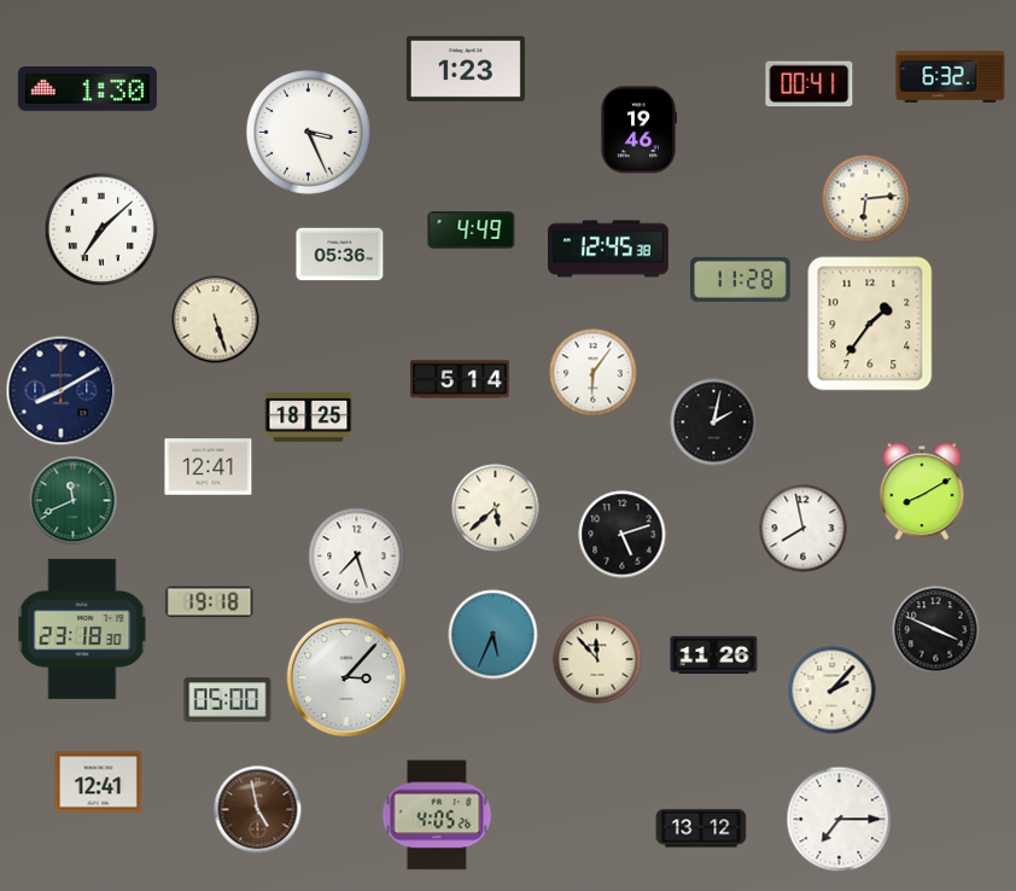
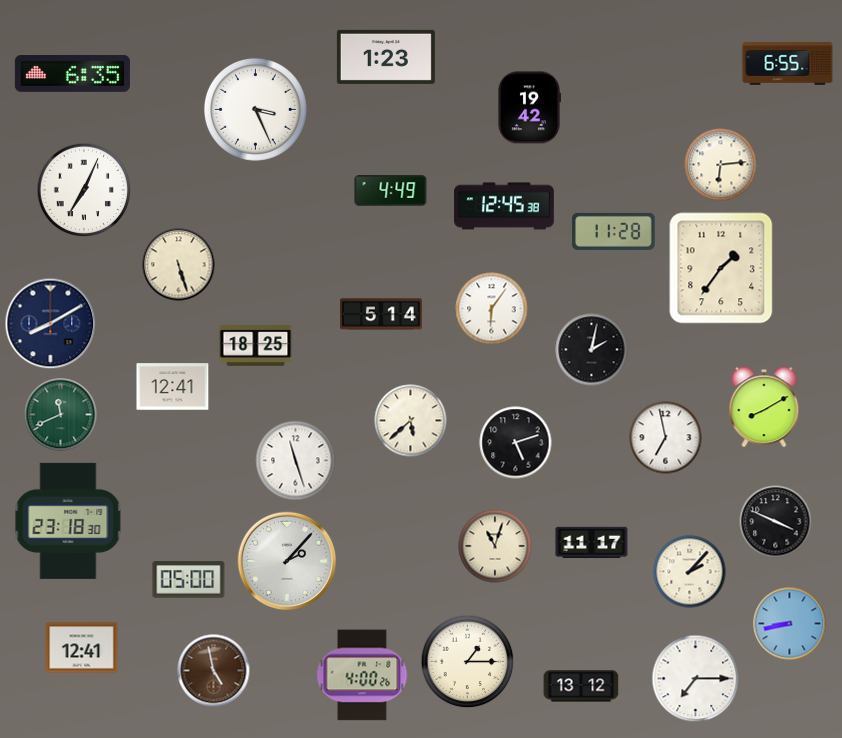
clock at (951, 77): 6:32 -> 6:55
clock at (810, 85): 00:41 -> none
clock at (87, 89): 1:30 -> 6:35
clock at (637, 130): 19:46 -> 19:42
clock at (866, 199) position: (866, 199) -> (721, 165)
clock at (101, 229): 7:08 -> 7:04
clock at (340, 255): 05:36 -> none
clock at (804, 529): 7:58 -> 6:58
clock at (357, 557): 7:27 -> 11:27
clock at (210, 602): 19:18 -> none
clock at (494, 635): 5:34 -> none
clock at (714, 656): 11:26 -> 11:17
clock at (597, 659): 11:53 -> 11:03
clock at (346, 677): 3:07 -> 2:07
clock at (790, 624): none -> 8:43
clock at (468, 662): none -> 1:15
clock at (437, 815): 4:05 -> 4:00
